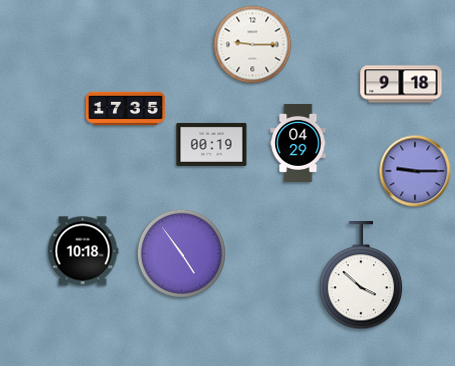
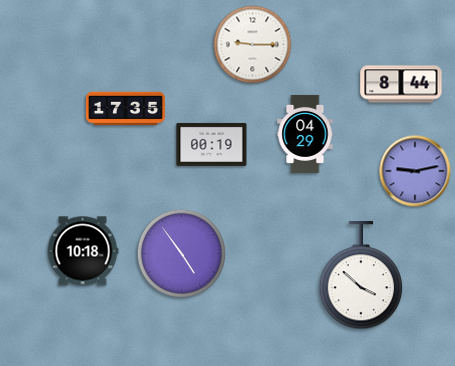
clock at (401, 84): 9:18 -> 8:44
clock at (298, 143) position: (298, 143) -> (305, 134)
clock at (415, 171): 9:15 -> 9:13
